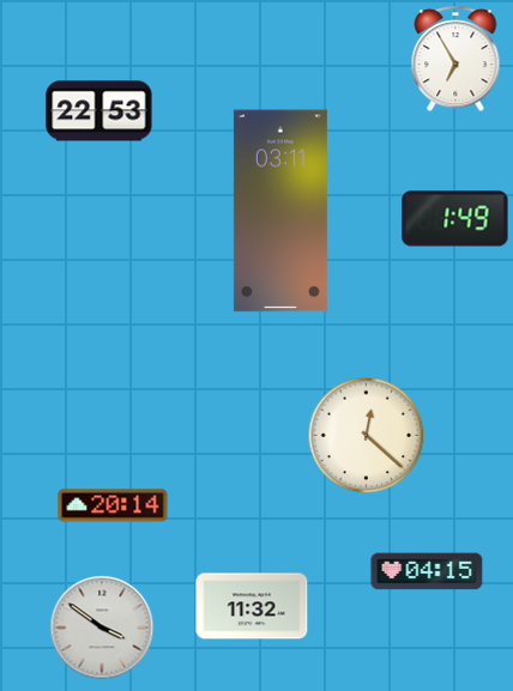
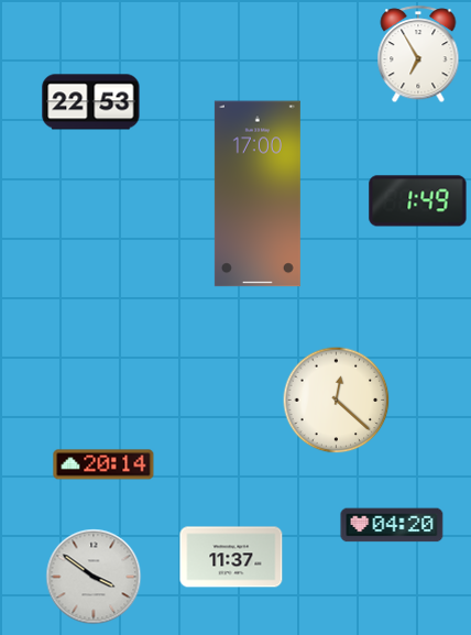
clock at (280, 211): 03:11 -> 17:00
clock at (427, 571): 04:15 -> 04:20
clock at (252, 606): 11:32 -> 11:37
